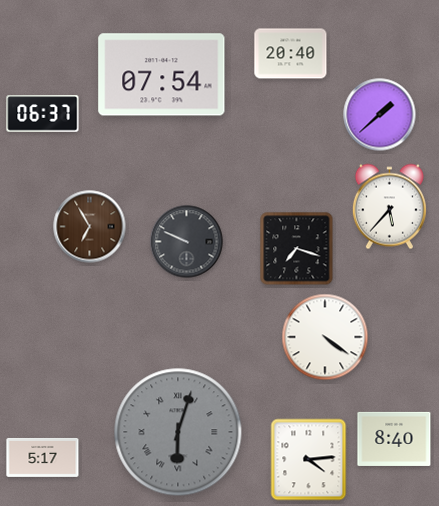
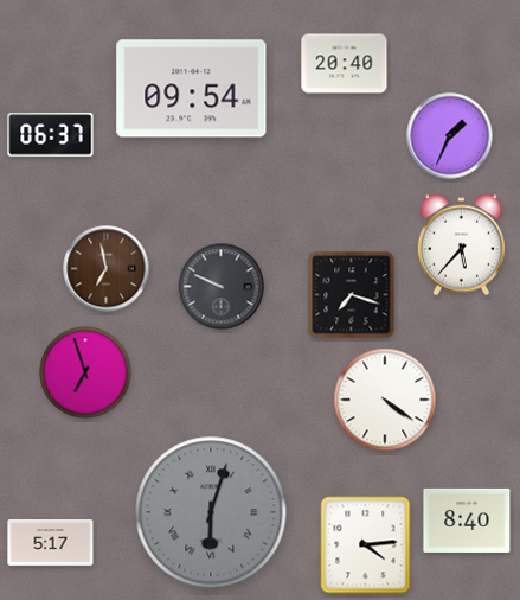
clock at (162, 75): 07:54 -> 09:54
clock at (380, 115): 1:38 -> 1:34
clock at (90, 227): 6:55 -> 6:58
clock at (85, 372): none -> 6:57
